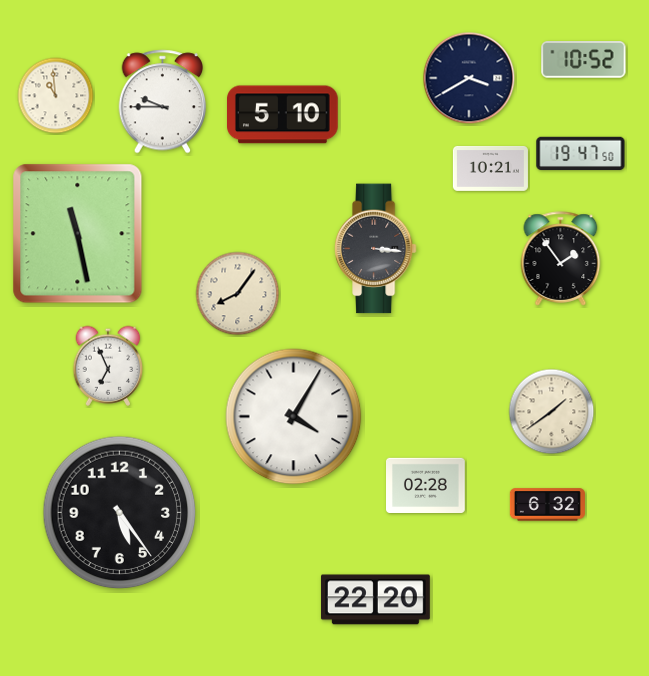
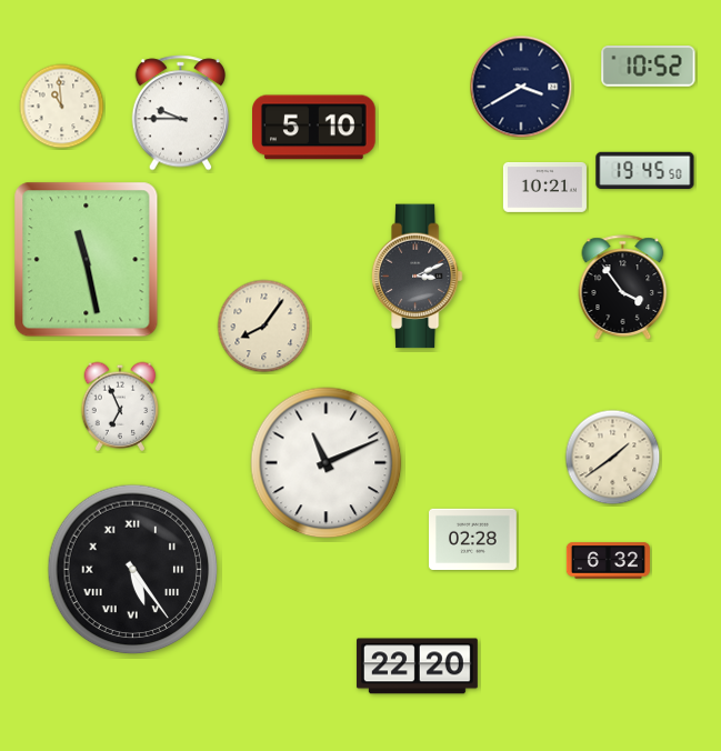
clock at (581, 154): 19:47 -> 19:45
clock at (375, 249): 3:16 -> 3:11
clock at (561, 259): 1:54 -> 3:54
clock at (294, 417): 4:05 -> 11:11
clock at (120, 513) numerals: Arabic -> Roman
